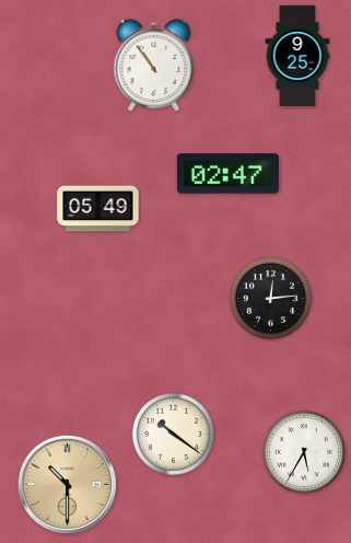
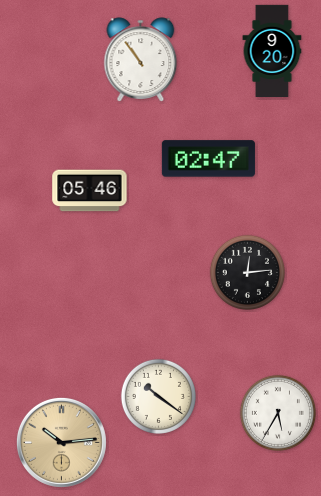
clock at (297, 55): 9:25 -> 9:20
clock at (98, 209): 05:49 -> 05:46
clock at (67, 484): 10:30 -> 10:14
